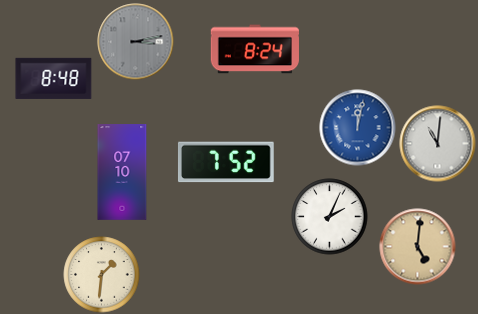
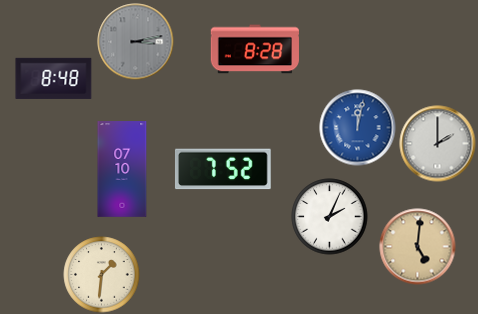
clock at (255, 49): 8:24 -> 8:28
clock at (438, 144): 11:01 -> 2:00
clock at (226, 162) position: (226, 162) -> (223, 169)
clock at (122, 172) position: (122, 172) -> (122, 169)
